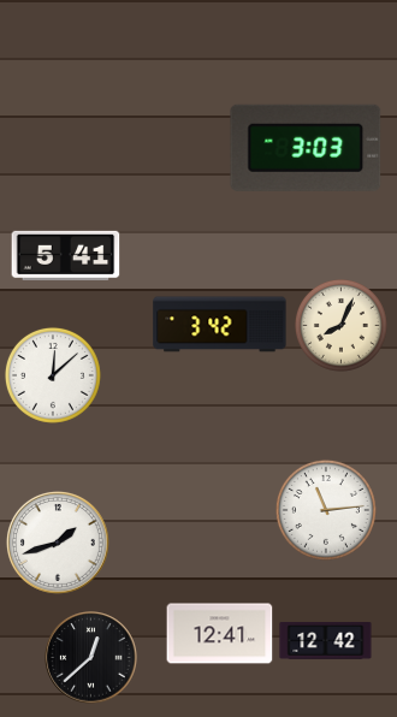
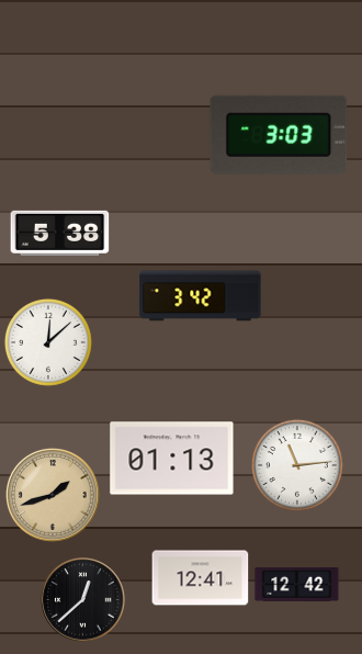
clock at (66, 255): 5:41 -> 5:38
clock at (340, 325): 8:04 -> none
clock at (172, 459): none -> 01:13
clock at (58, 543) dial: white -> champagne
